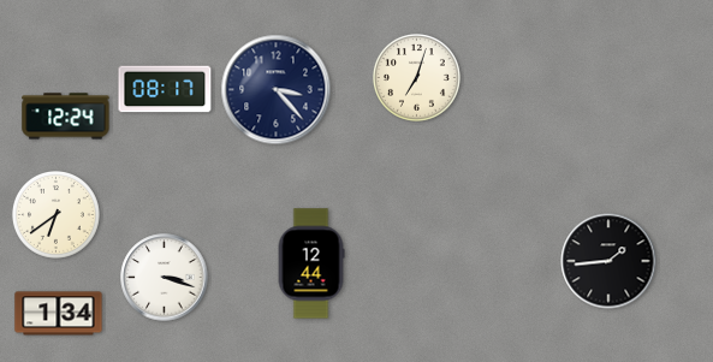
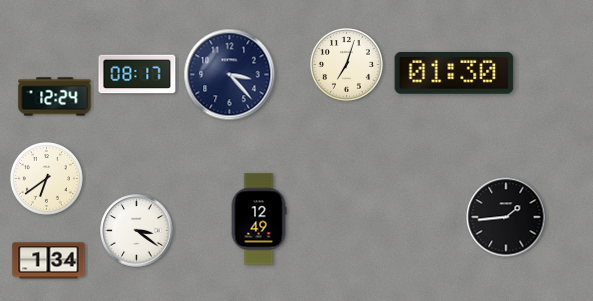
clock at (454, 74): none -> 01:30
clock at (311, 263): 12:44 -> 12:49
clock at (165, 278): 3:18 -> 3:21
